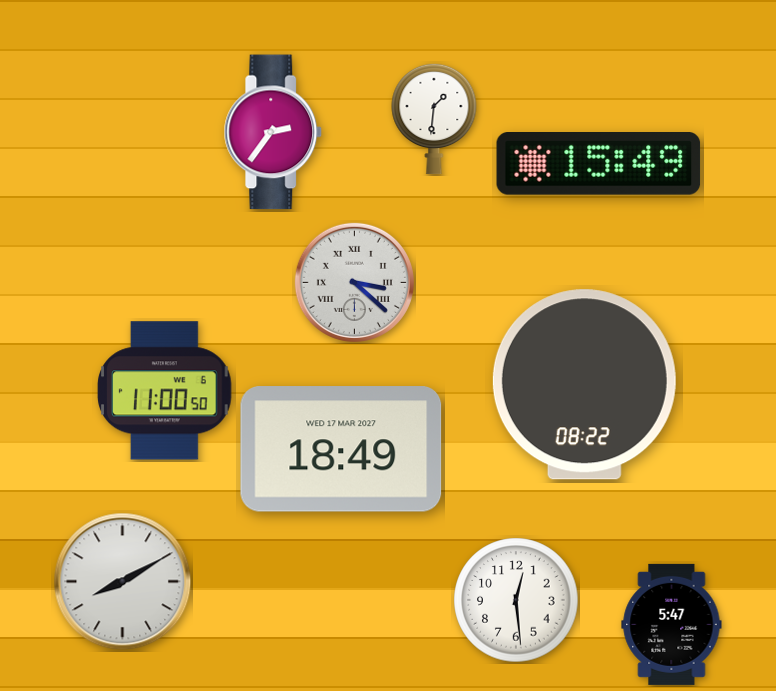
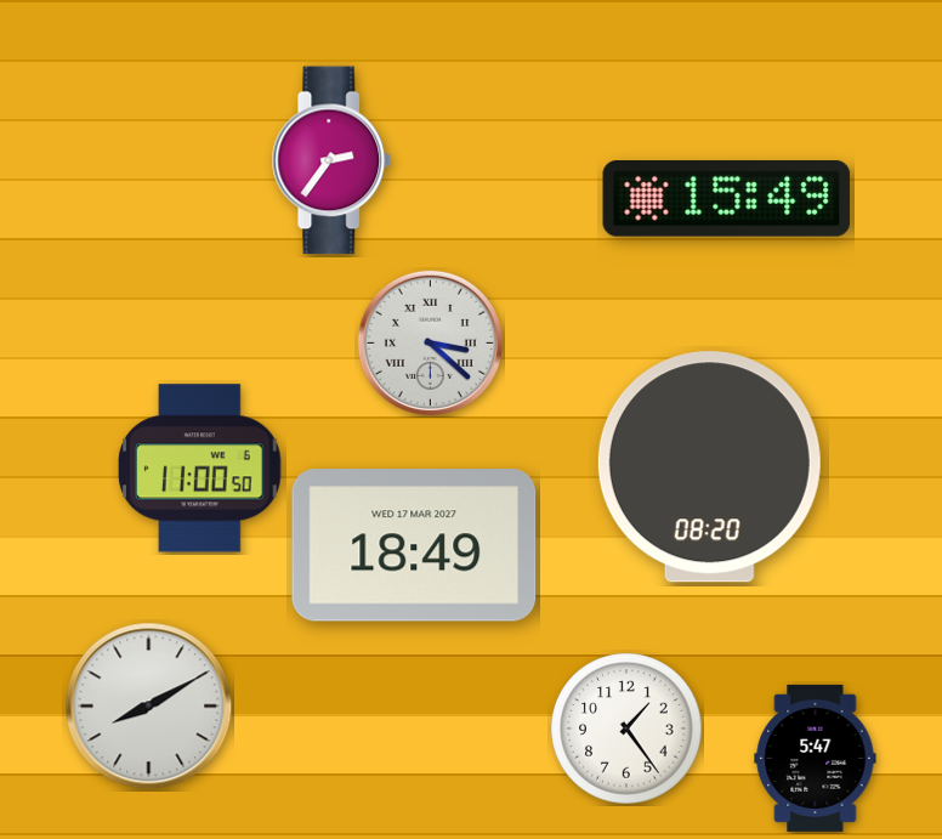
clock at (434, 119): 1:31 -> none
clock at (584, 385): 08:22 -> 08:20
clock at (165, 391) position: (165, 391) -> (200, 469)
clock at (516, 600): 12:29 -> 1:24
